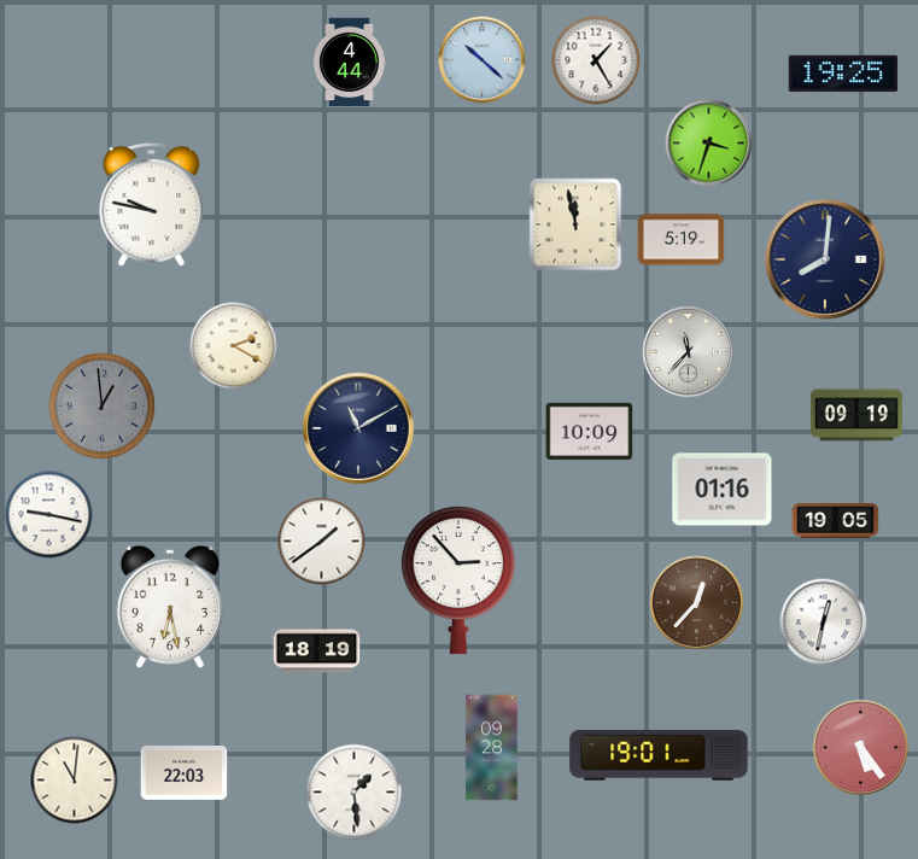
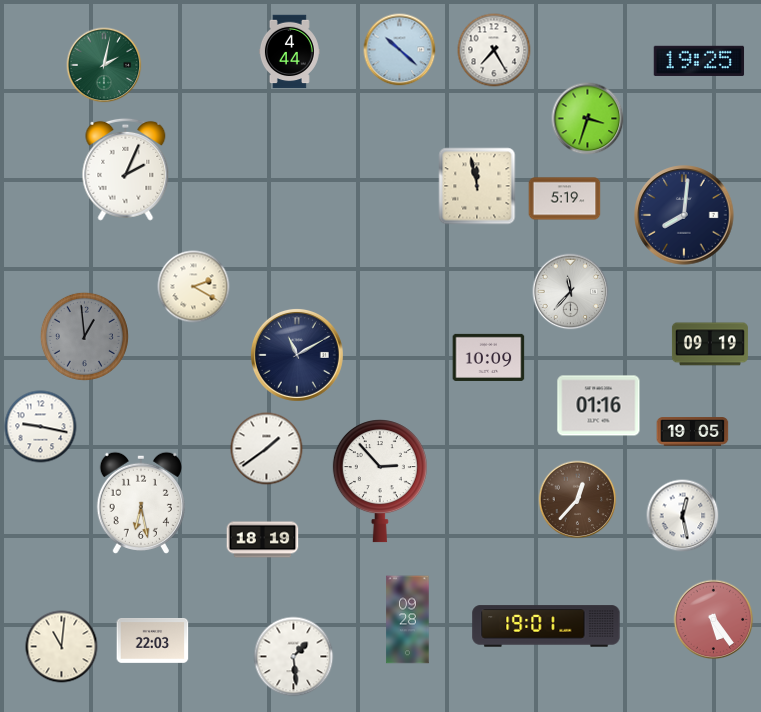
clock at (596, 60): 1:25 -> 7:25
clock at (104, 65): none -> 2:02
clock at (152, 204): 9:47 -> 2:04
clock at (824, 623): 12:32 -> 12:28
